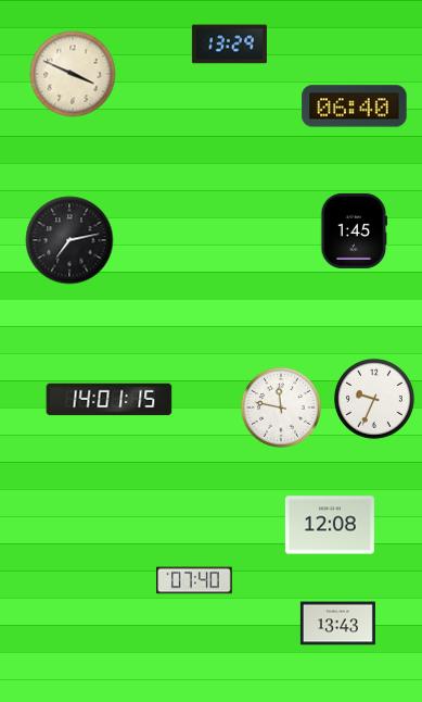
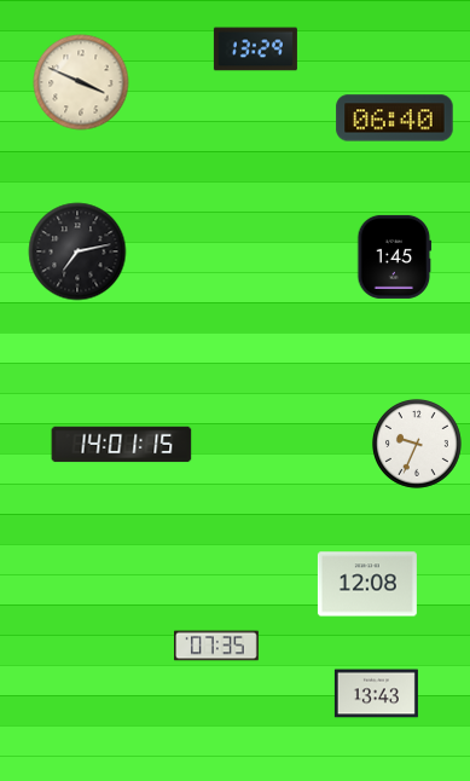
clock at (69, 240) position: (69, 240) -> (77, 251)
clock at (282, 408): 11:47 -> none
clock at (195, 580): 07:40 -> 07:35
